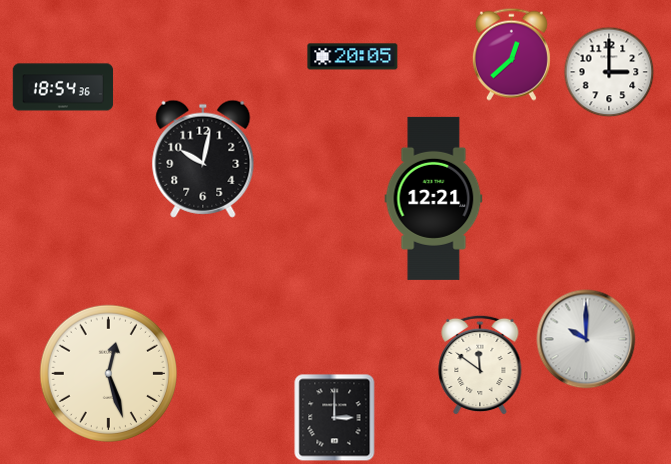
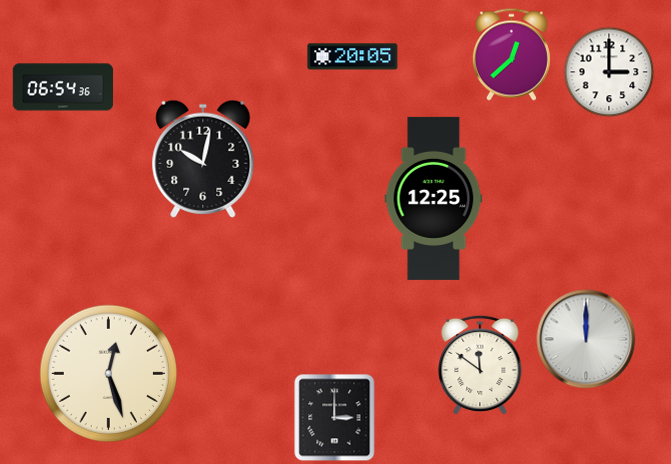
clock at (63, 87): 18:54 -> 06:54
clock at (434, 198): 12:21 -> 12:25
clock at (586, 339): 10:00 -> 12:00
